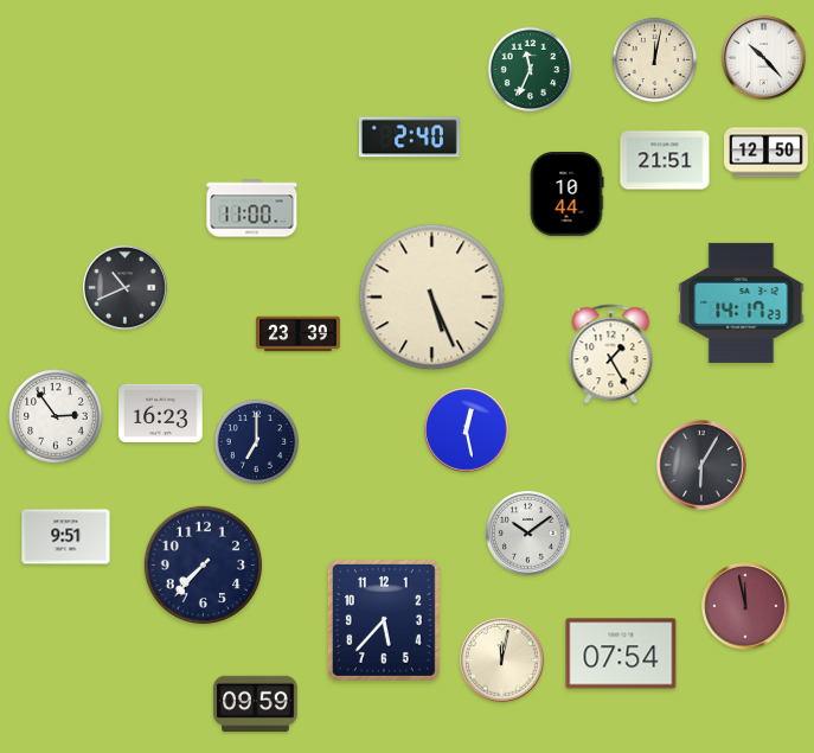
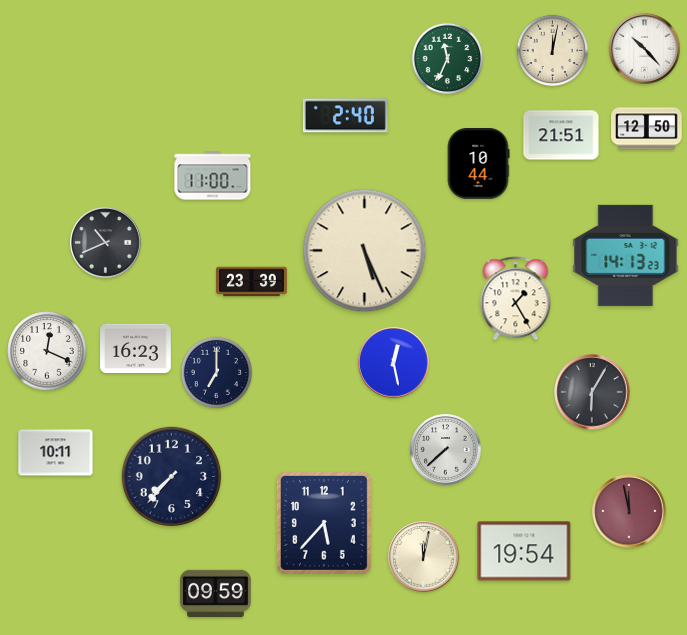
clock at (742, 302): 14:17 -> 14:13
clock at (56, 416): 2:54 -> 12:19
clock at (528, 534): 10:09 -> 7:38
clock at (66, 537): 9:51 -> 10:11
clock at (621, 653): 07:54 -> 19:54
